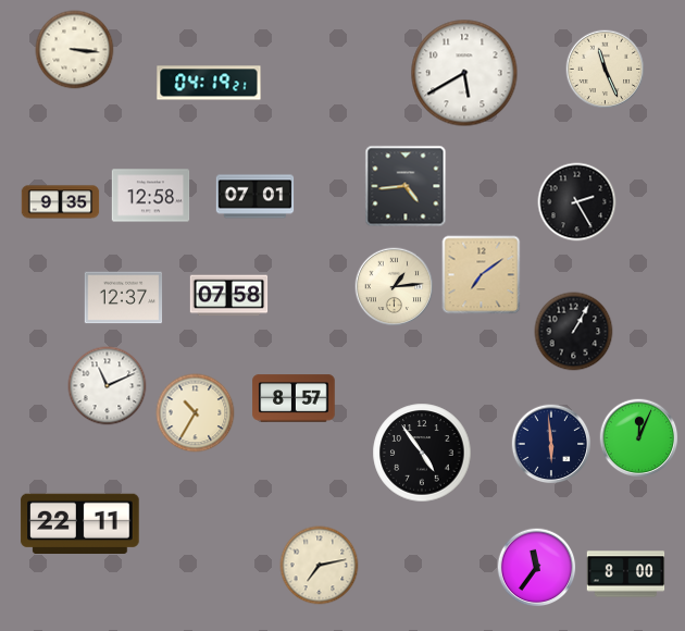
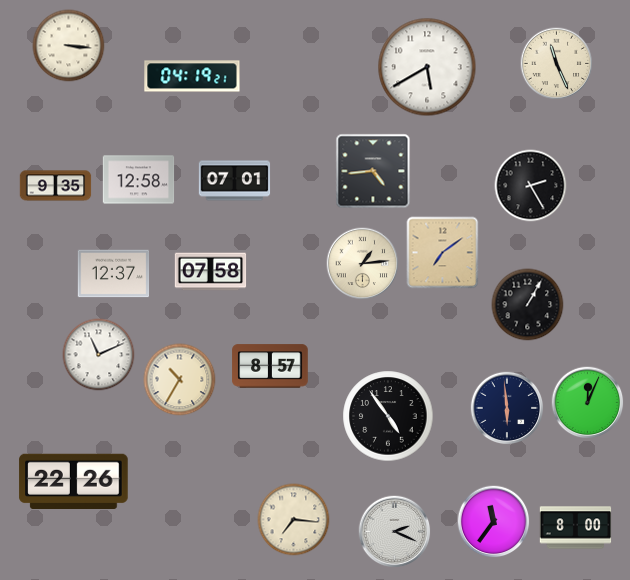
clock at (80, 523): 22:11 -> 22:26
clock at (320, 566): 7:13 -> 7:16
clock at (395, 532): none -> 2:19
